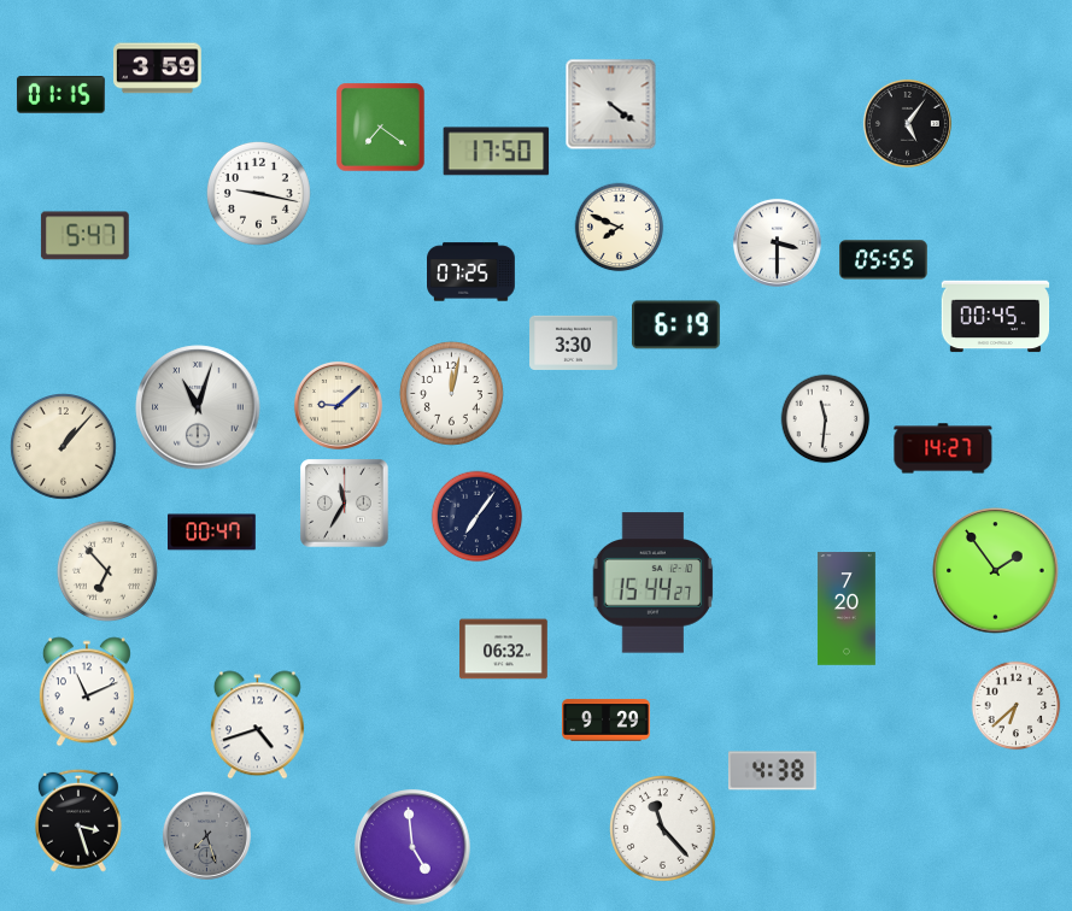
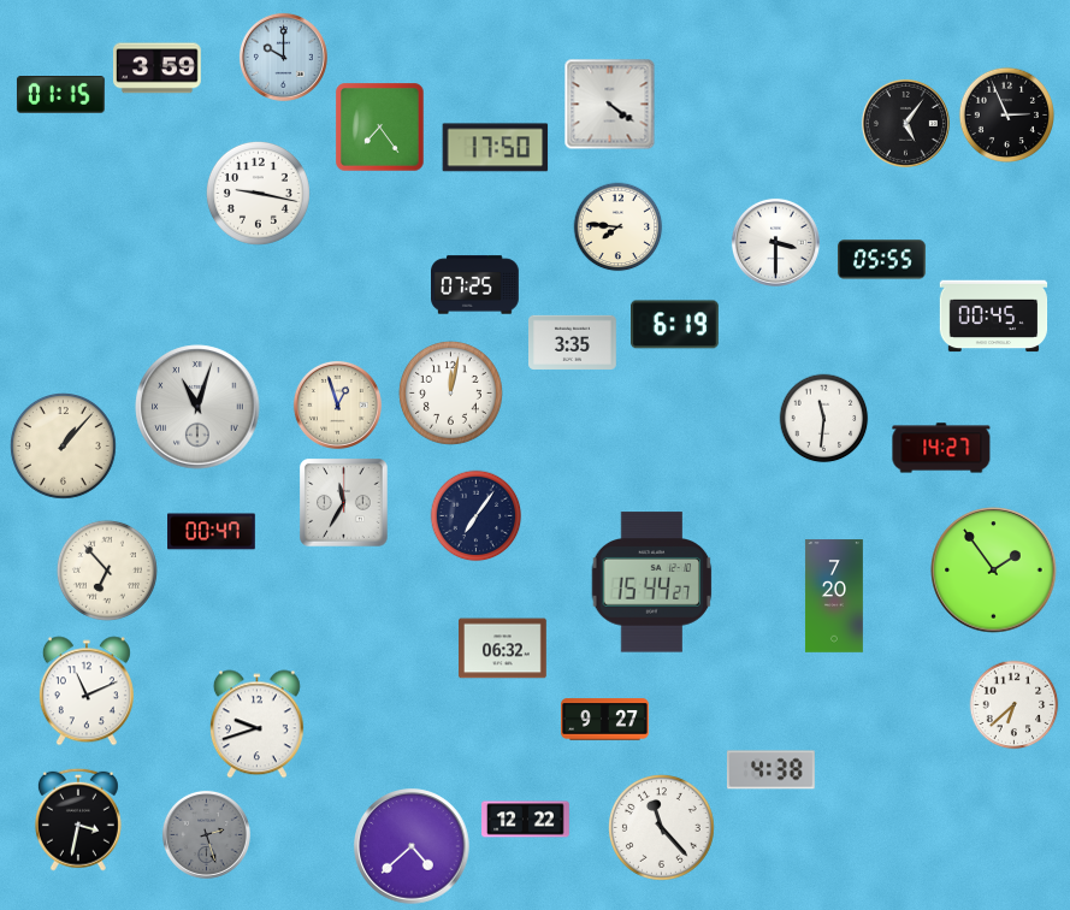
clock at (283, 57): none -> 10:00
clock at (1006, 114): none -> 2:56
clock at (381, 128): 7:21 -> 7:24
clock at (497, 152) position: (497, 152) -> (496, 148)
clock at (620, 228): 7:49 -> 7:46
clock at (84, 236): 5:47 -> none
clock at (471, 272) position: (471, 272) -> (475, 285)
clock at (574, 342): 3:30 -> 3:35
clock at (338, 405): 9:08 -> 12:57
clock at (847, 609) position: (847, 609) -> (834, 596)
clock at (607, 721): 9:29 -> 9:27
clock at (257, 725): 4:42 -> 9:42
clock at (78, 821): 3:27 -> 3:32
clock at (526, 820): none -> 12:22
clock at (206, 835): 7:27 -> 2:27
clock at (412, 847): 4:59 -> 4:38
